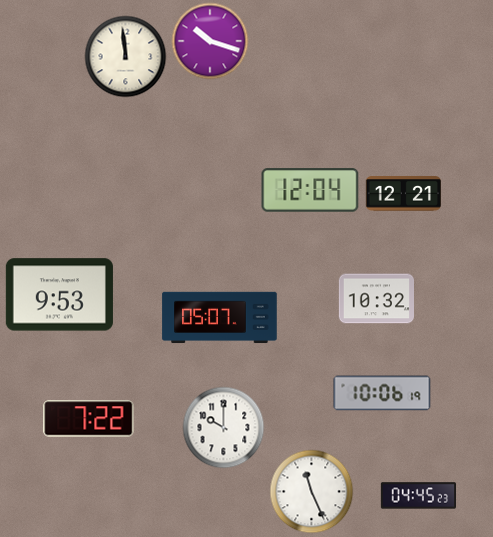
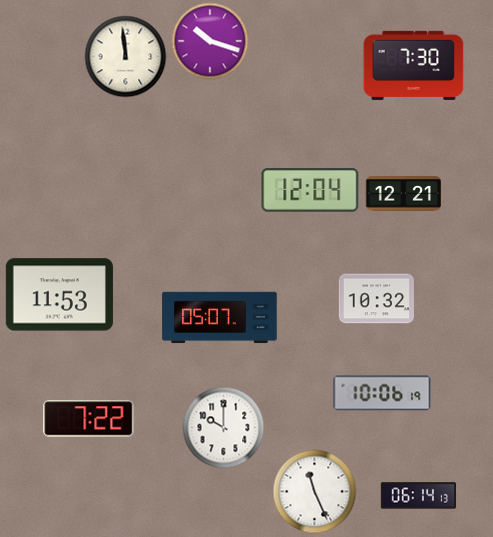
clock at (414, 65): none -> 7:30
clock at (59, 295): 9:53 -> 11:53
clock at (312, 492) position: (312, 492) -> (315, 492)
clock at (418, 496): 04:45 -> 06:14
